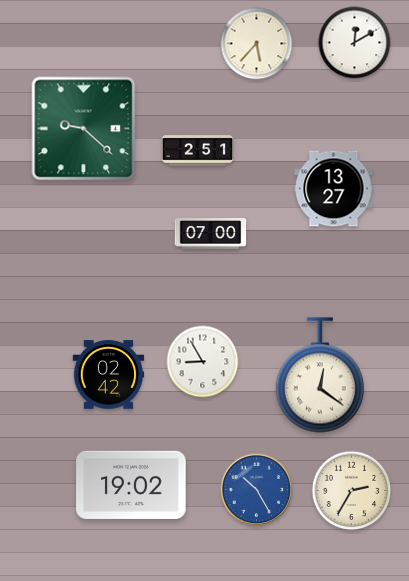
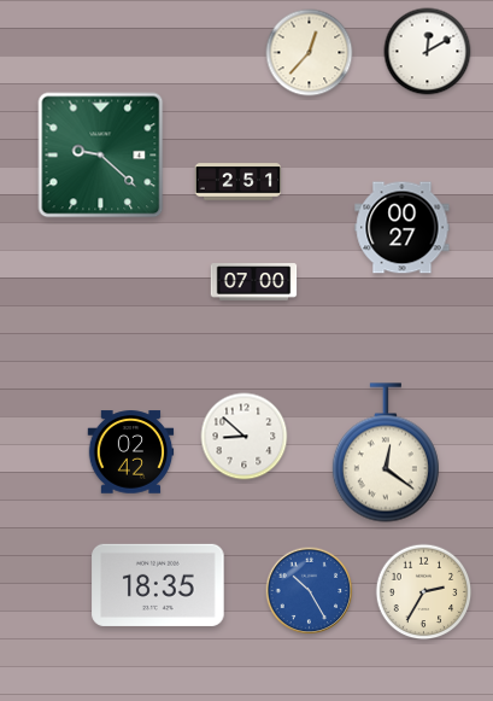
clock at (257, 44): 5:37 -> 12:37
clock at (334, 189): 13:27 -> 00:27
clock at (203, 362): 8:55 -> 8:52
clock at (131, 485): 19:02 -> 18:35
